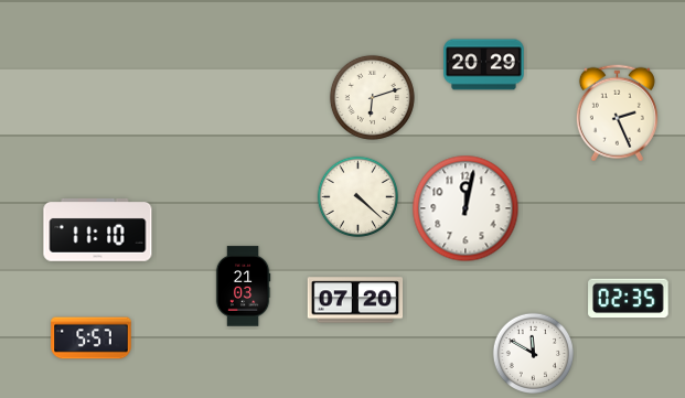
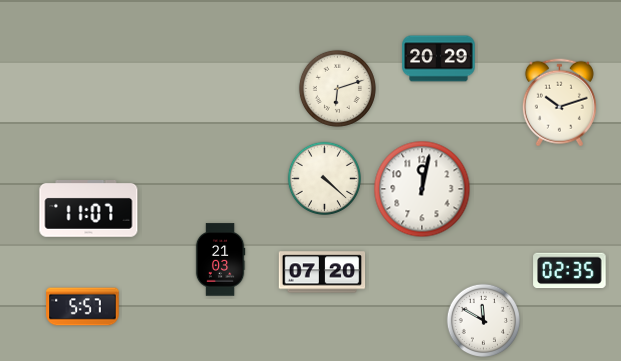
clock at (617, 114): 2:26 -> 10:12
clock at (98, 230): 11:10 -> 11:07
